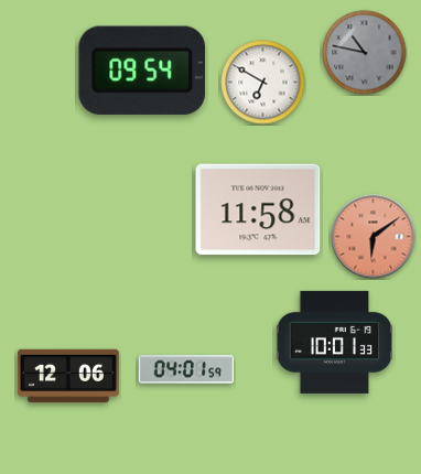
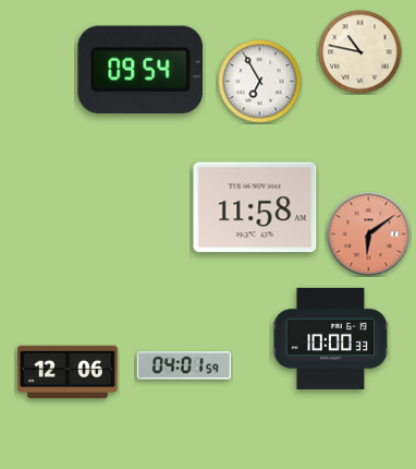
clock at (365, 53) dial: grey -> cream
clock at (263, 83): 6:50 -> 6:55
clock at (335, 342): 10:01 -> 10:00
